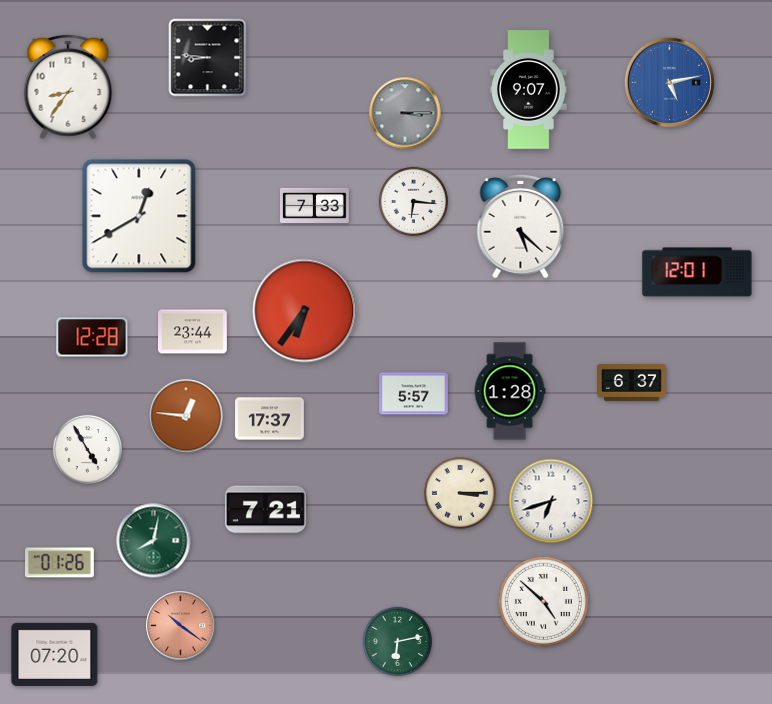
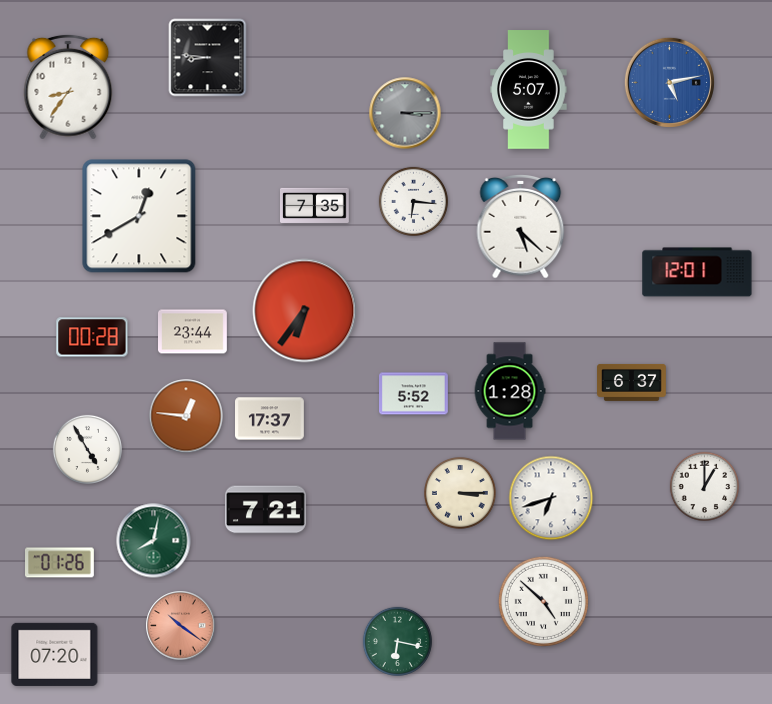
clock at (529, 90): 9:07 -> 5:07
clock at (315, 205): 7:33 -> 7:35
clock at (92, 337): 12:28 -> 00:28
clock at (414, 394): 5:57 -> 5:52
clock at (704, 486): none -> 1:00
clock at (551, 501) position: (551, 501) -> (551, 498)
clock at (397, 641): 6:13 -> 6:17
